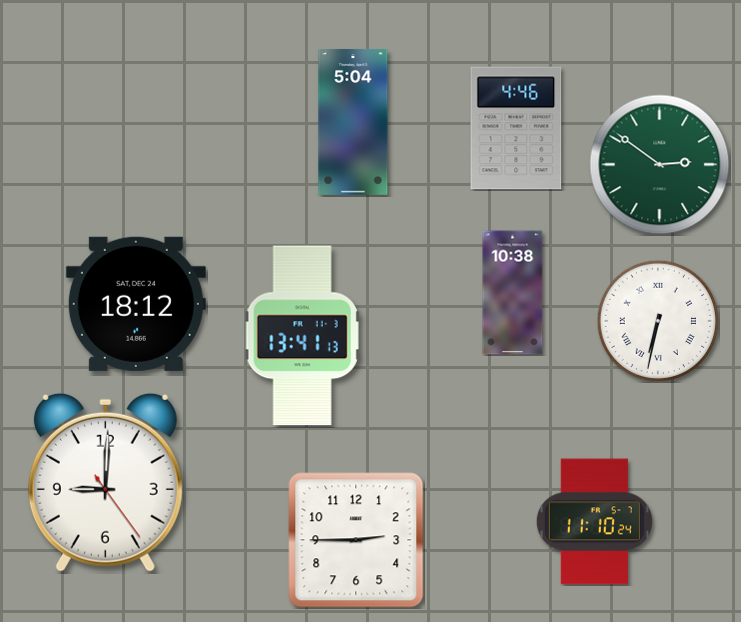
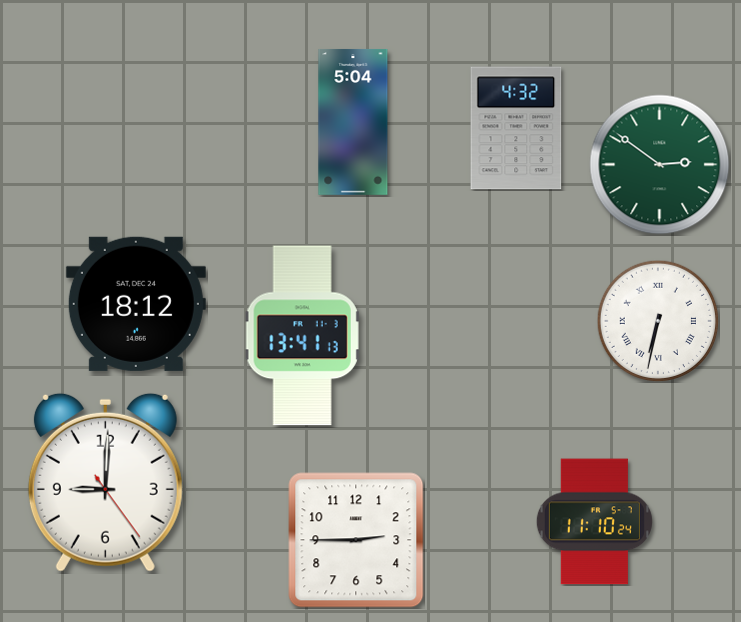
clock at (516, 128): 4:46 -> 4:32
clock at (513, 293): 10:38 -> none
